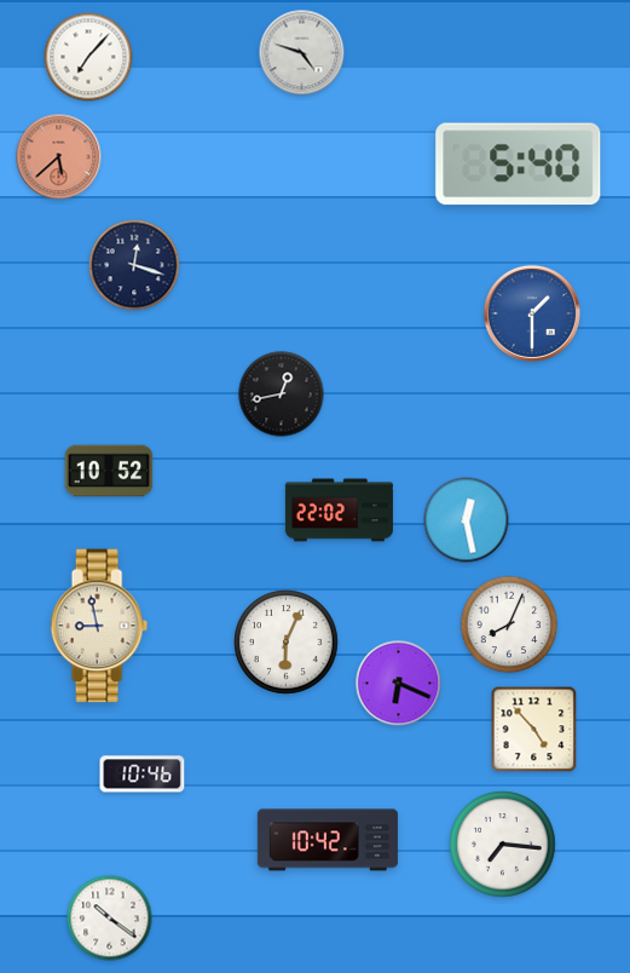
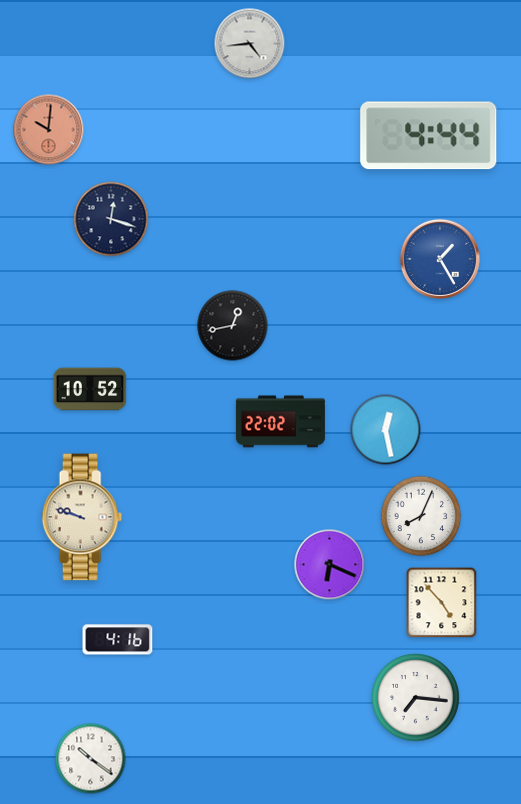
clock at (302, 53): 4:48 -> 4:44
clock at (88, 57): 7:07 -> none
clock at (59, 157): 5:38 -> 10:01
clock at (519, 165): 5:40 -> 4:44
clock at (532, 313): 1:30 -> 1:25
clock at (99, 626): 8:58 -> 9:48
clock at (287, 643): 6:04 -> none
clock at (143, 775): 10:46 -> 4:16
clock at (328, 840): 10:42 -> none
